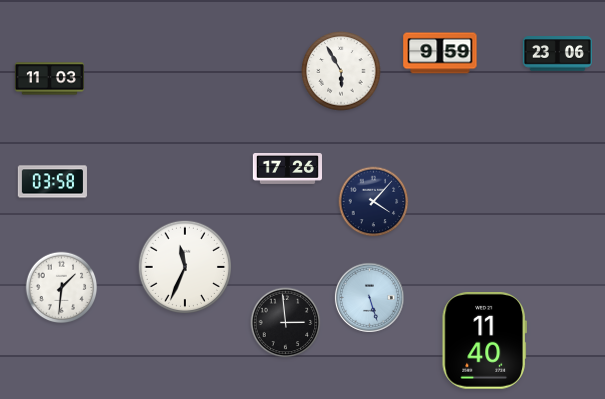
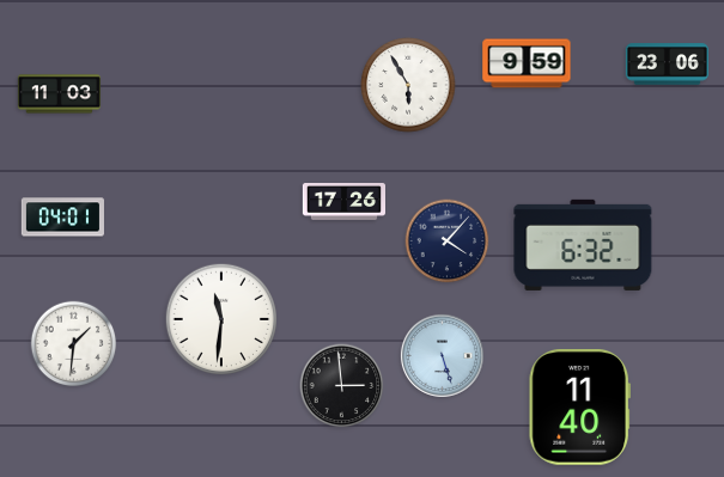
clock at (52, 182): 03:58 -> 04:01
clock at (583, 245): none -> 6:32
clock at (184, 266): 11:34 -> 11:31
